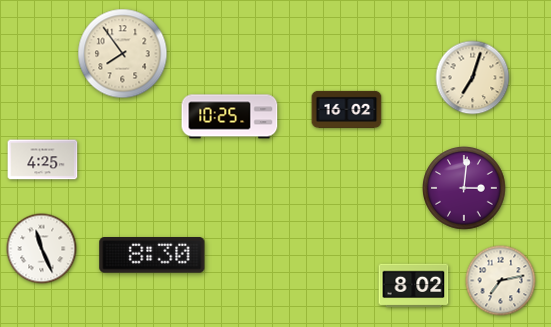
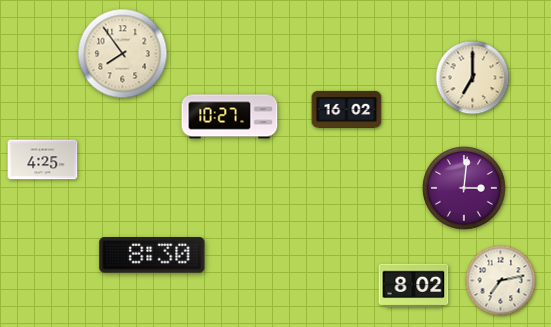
clock at (473, 78): 7:03 -> 7:00
clock at (230, 117): 10:25 -> 10:27
clock at (42, 249): 11:26 -> none
